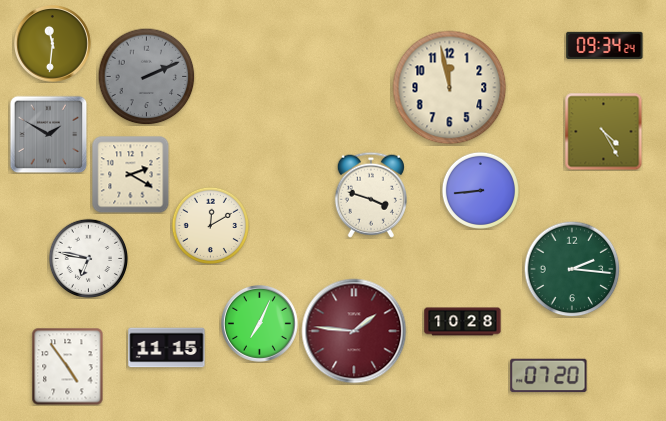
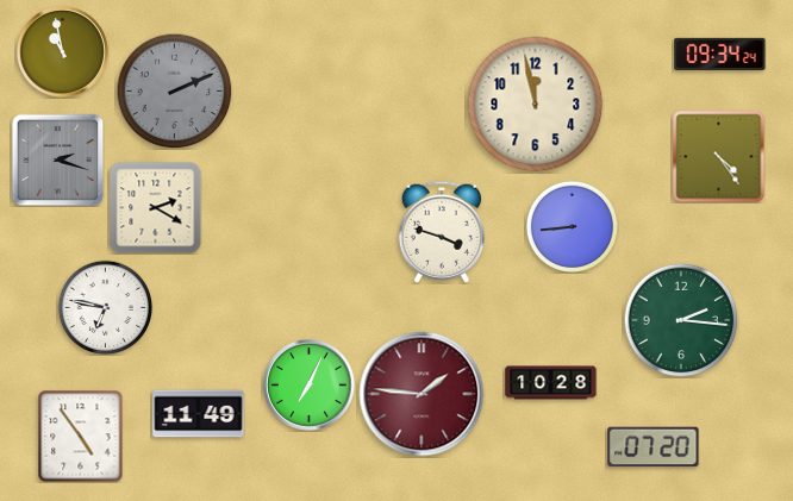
clock at (53, 44): 11:31 -> 10:58
clock at (603, 131): 4:25 -> 4:24
clock at (48, 134): 1:50 -> 2:18
clock at (210, 225): 12:10 -> none
clock at (167, 348): 11:15 -> 11:49
